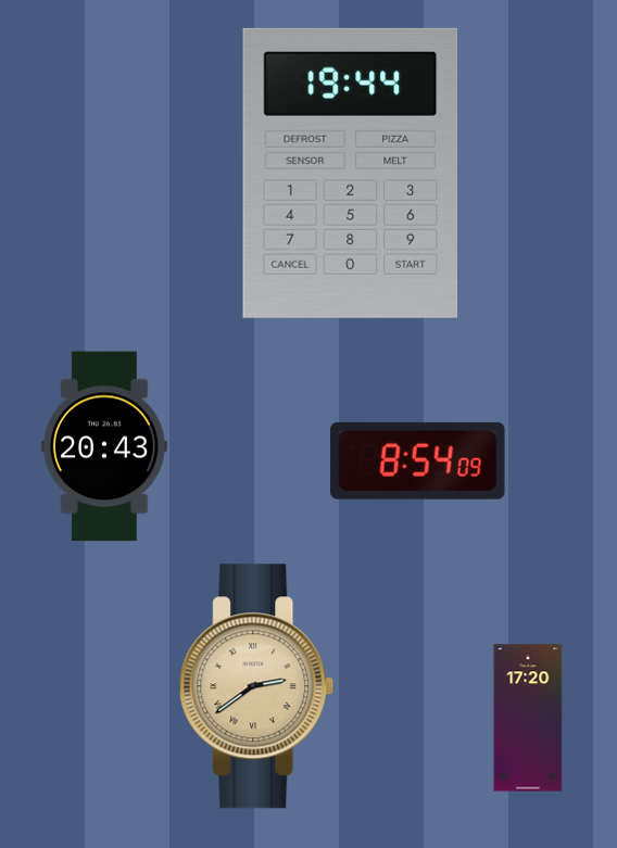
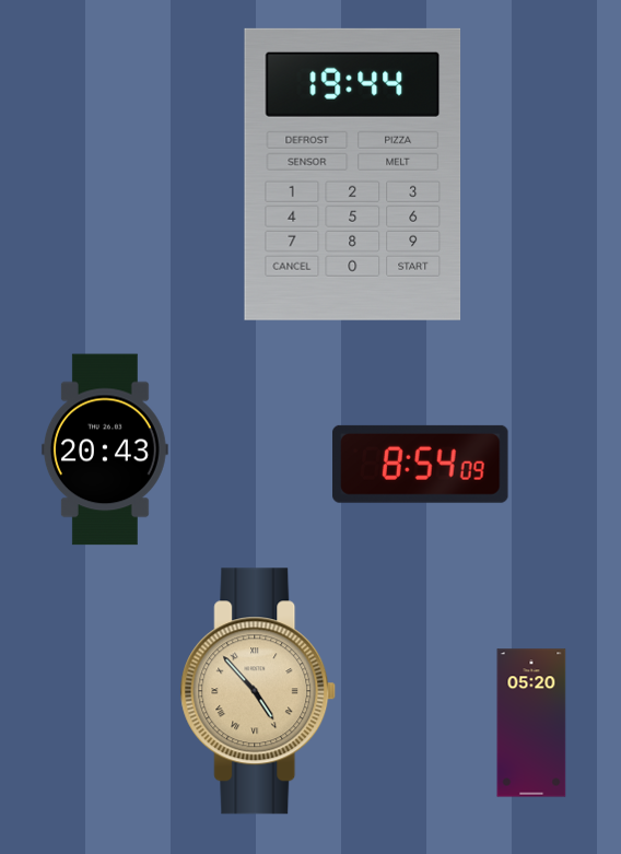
clock at (256, 686): 2:39 -> 4:53
clock at (528, 718): 17:20 -> 05:20
